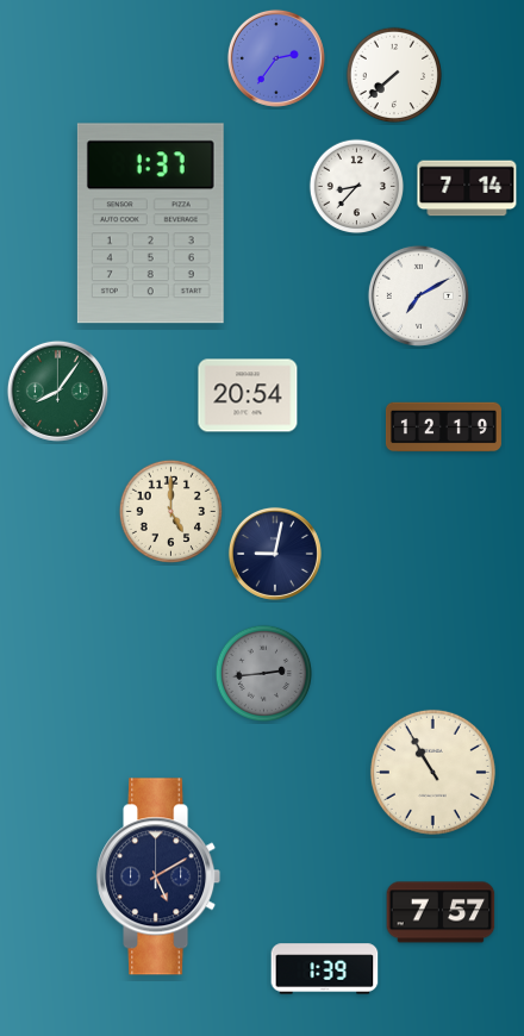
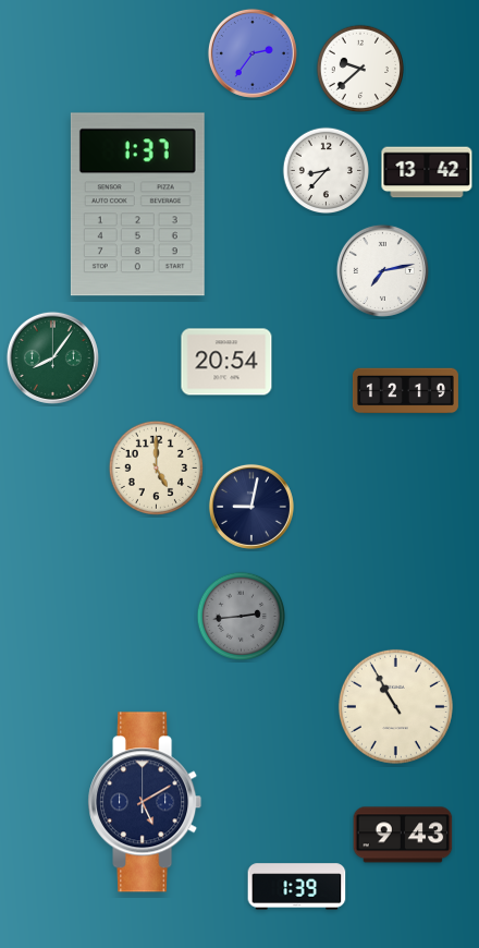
clock at (394, 75): 7:38 -> 9:38
clock at (467, 188): 7:14 -> 13:42
clock at (418, 295): 7:10 -> 7:13
clock at (441, 912): 7:57 -> 9:43
